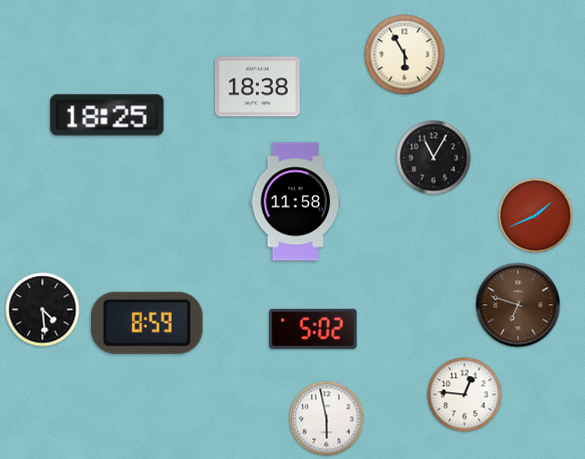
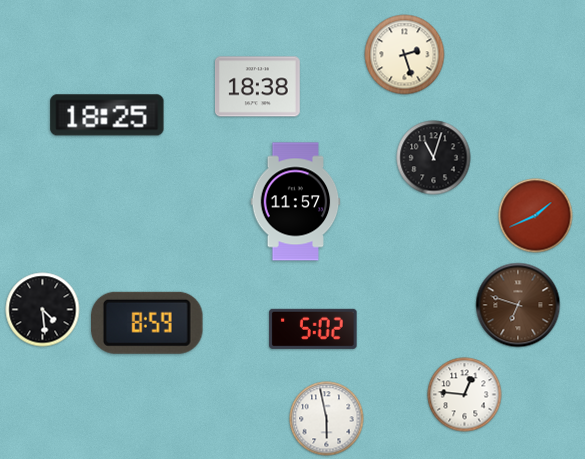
clock at (405, 55): 5:55 -> 2:27
clock at (434, 158): 11:05 -> 11:03
clock at (296, 202): 11:58 -> 11:57
